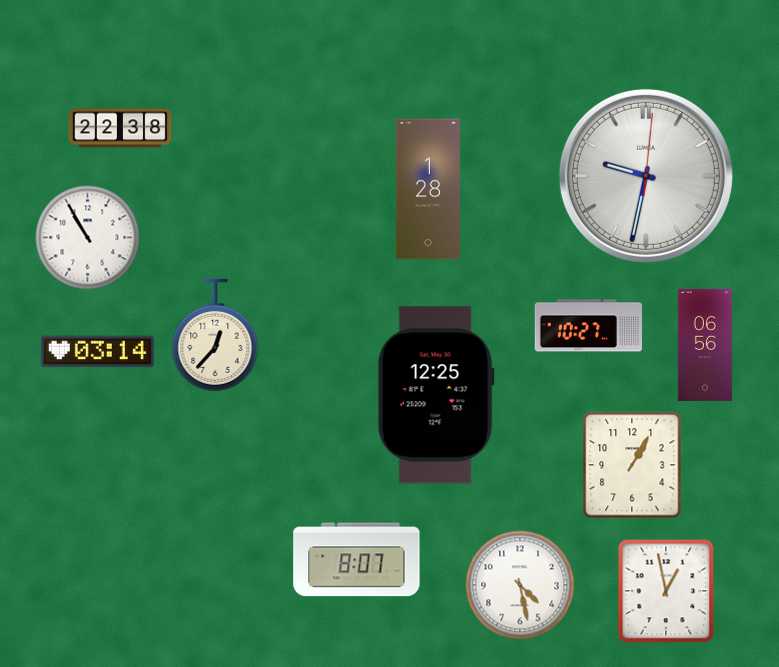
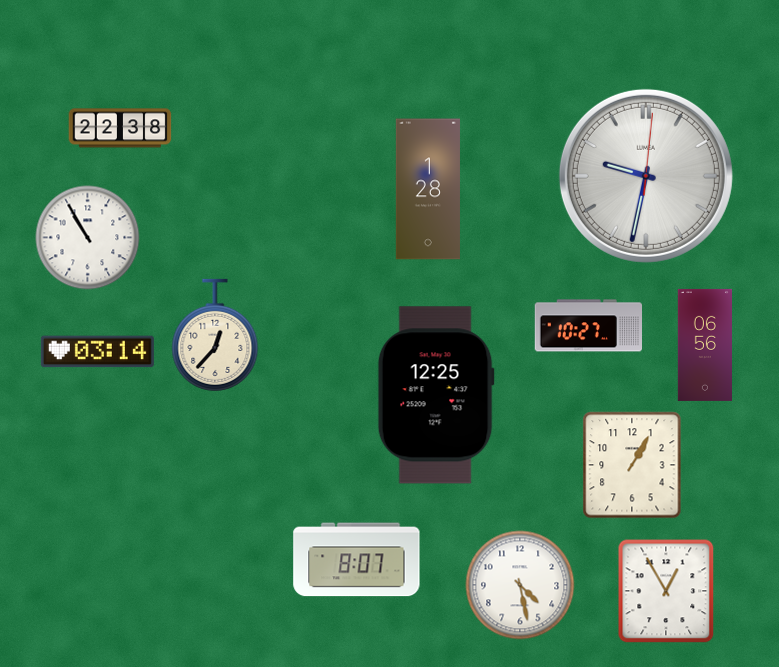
clock at (666, 591): 12:58 -> 12:55
